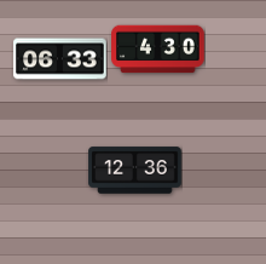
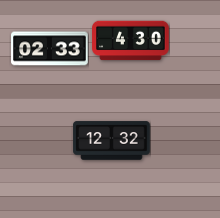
clock at (60, 59): 06:33 -> 02:33
clock at (135, 171): 12:36 -> 12:32
